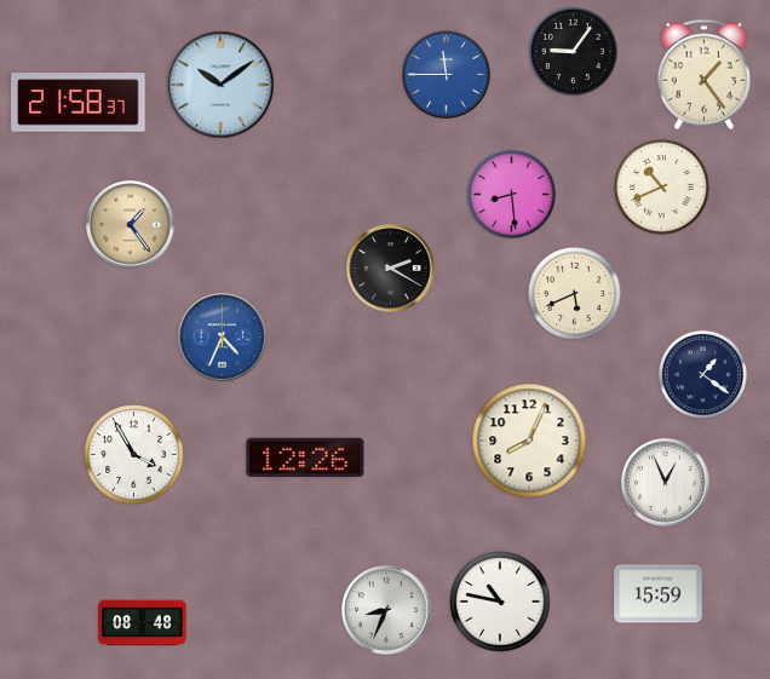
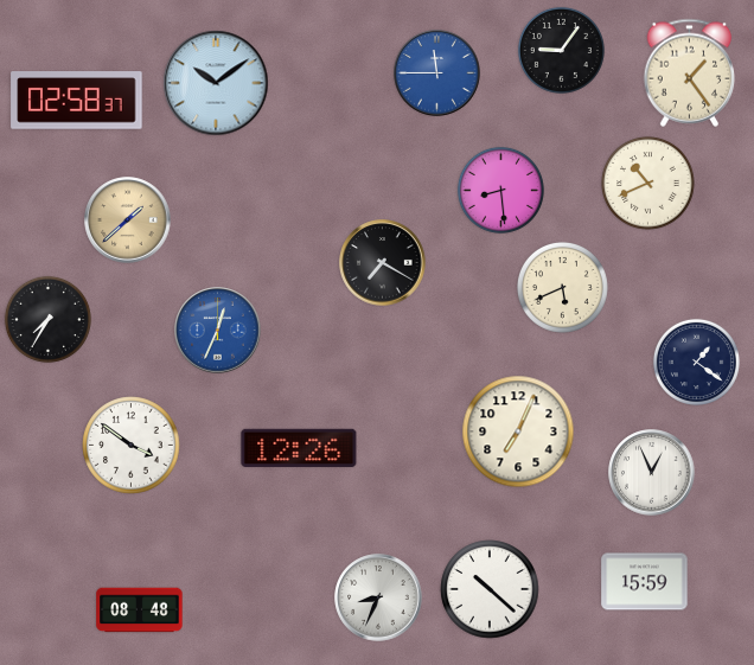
clock at (79, 103): 21:58 -> 02:58
clock at (131, 225): 1:24 -> 1:38
clock at (391, 269): 2:20 -> 7:20
clock at (47, 319): none -> 7:35
clock at (223, 338): 4:34 -> 12:34
clock at (702, 374) position: (702, 374) -> (696, 362)
clock at (529, 441): 8:04 -> 7:04
clock at (134, 455): 3:55 -> 3:51
clock at (500, 602): 10:47 -> 10:22
